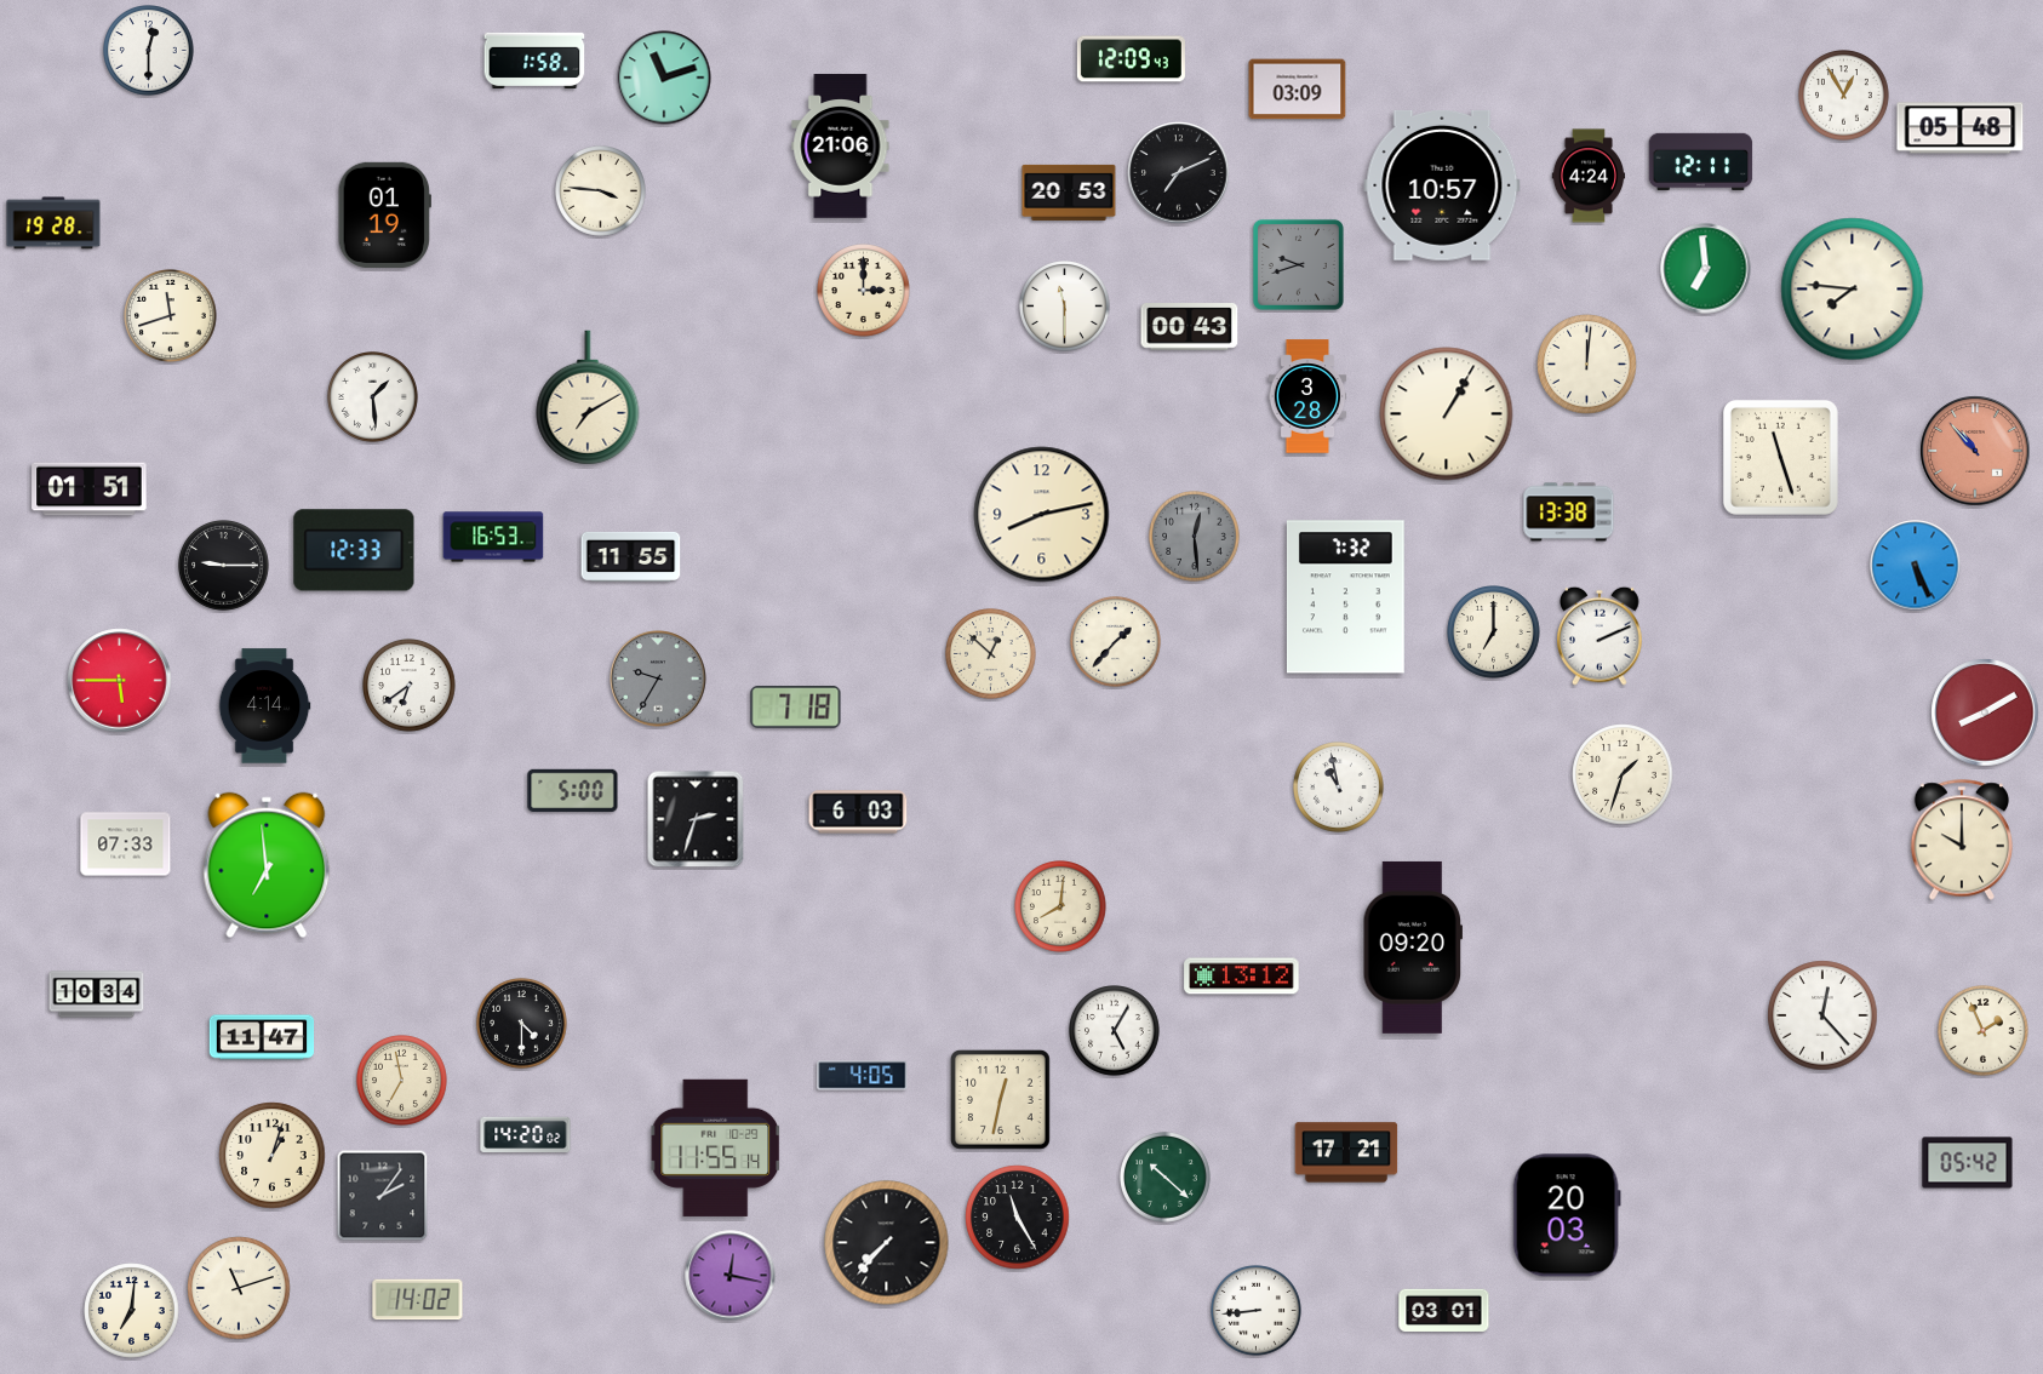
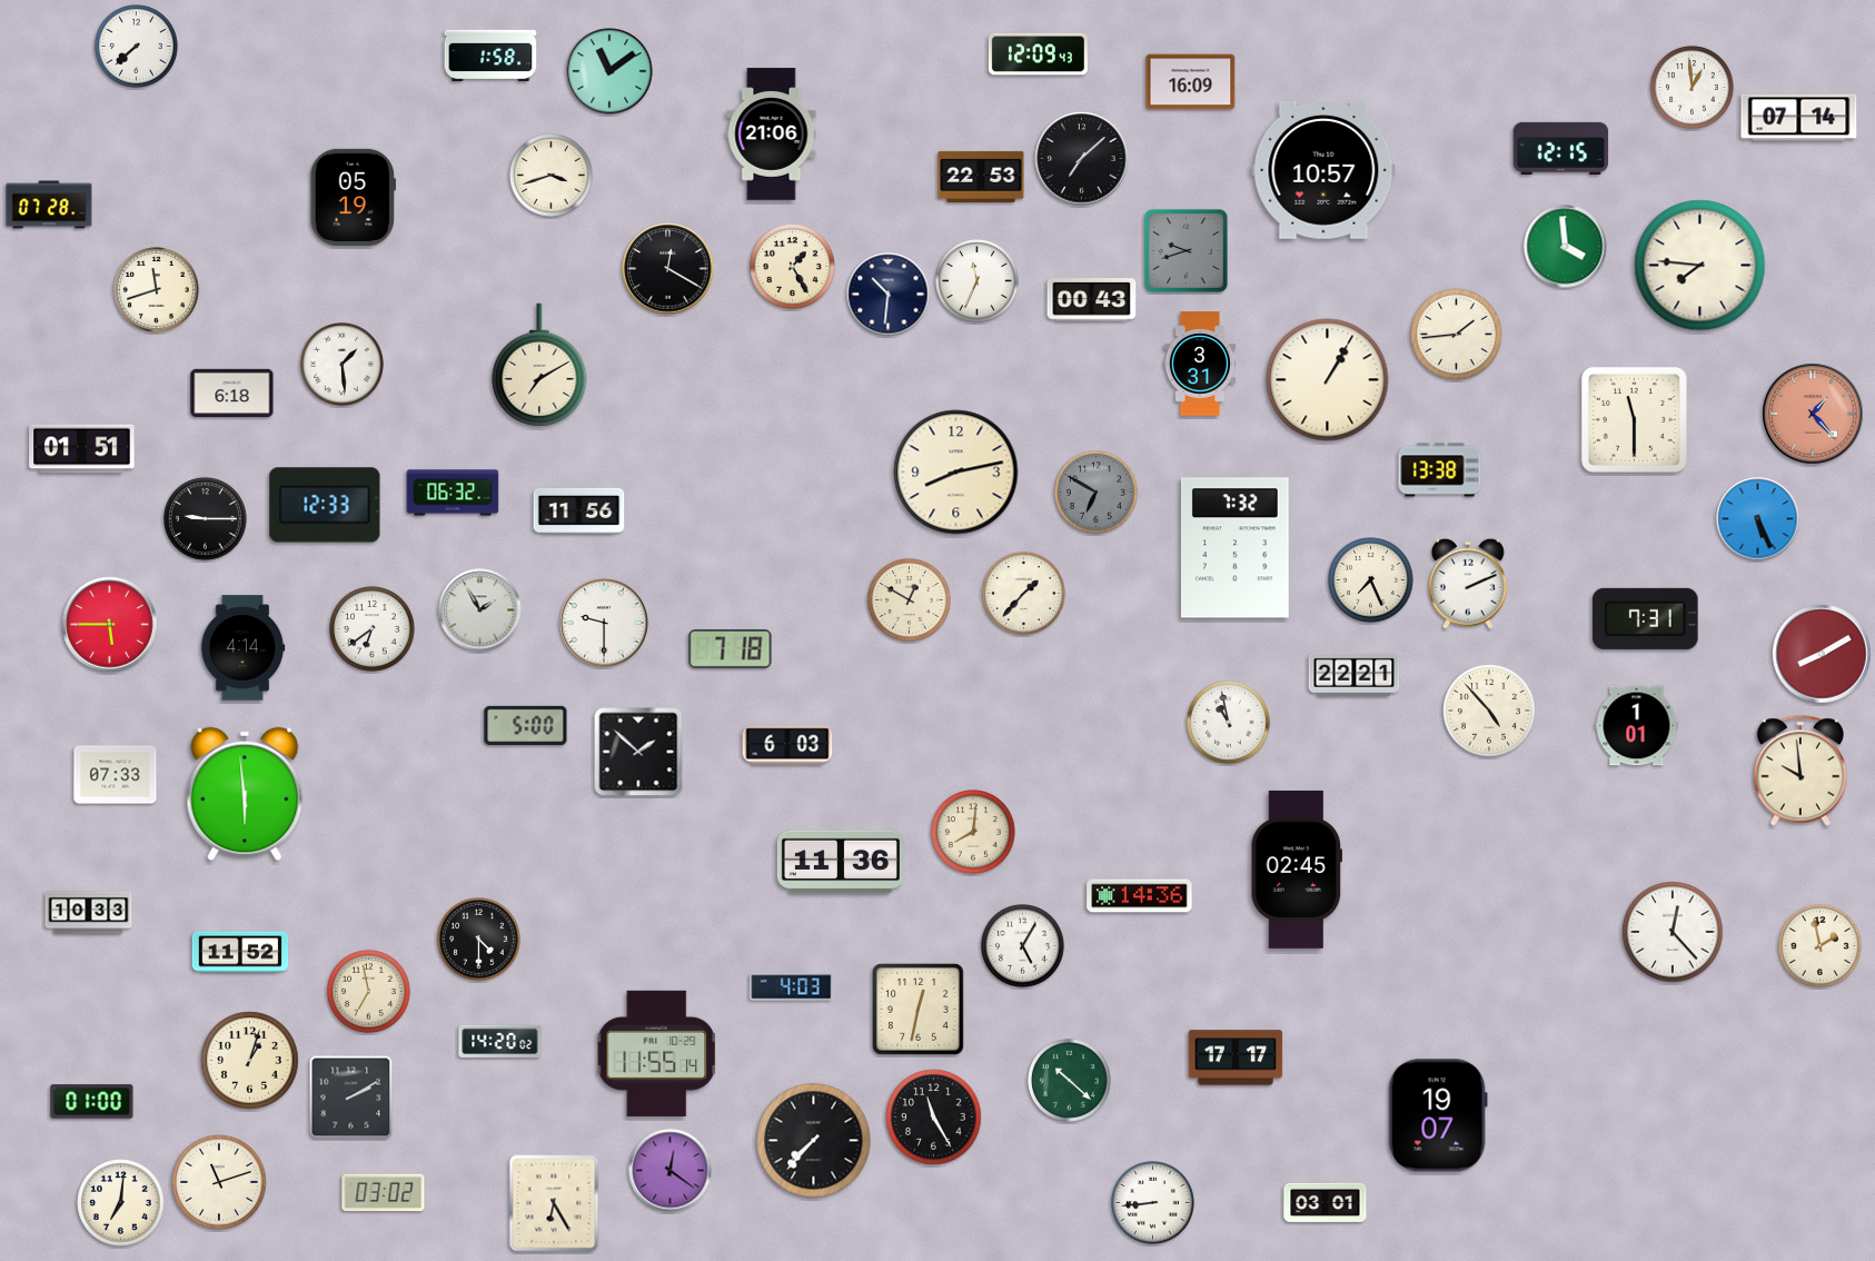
clock at (149, 51): 12:30 -> 7:38
clock at (664, 78): 11:12 -> 11:09
clock at (1298, 90): 03:09 -> 16:09
clock at (1844, 96): 12:55 -> 12:59
clock at (1961, 128): 05:48 -> 07:14
clock at (1701, 161): 12:11 -> 12:15
clock at (1179, 173): 7:11 -> 7:08
clock at (1589, 176): 4:24 -> none
clock at (601, 191): 3:46 -> 3:42
clock at (1069, 193): 20:53 -> 22:53
clock at (384, 214): 01:19 -> 05:19
clock at (53, 223): 19:28 -> 07:28
clock at (1298, 264) position: (1298, 264) -> (1185, 250)
clock at (1706, 269): 6:59 -> 3:59
clock at (864, 291): 3:00 -> 1:25
clock at (668, 269): none -> 12:20
clock at (1065, 307): 11:30 -> 11:34
clock at (889, 295): none -> 10:31
clock at (1587, 365): 12:01 -> 1:44
clock at (1307, 396): 3:28 -> 3:31
clock at (232, 394): none -> 6:18
clock at (1975, 451): 10:53 -> 1:23
clock at (1780, 457): 11:27 -> 11:30
clock at (493, 537): 16:53 -> 06:32
clock at (1195, 537): 12:29 -> 6:50
clock at (631, 556): 11:55 -> 11:56
clock at (1494, 632): 7:00 -> 7:26
clock at (1116, 642) position: (1116, 642) -> (1024, 594)
clock at (991, 654): 12:52 -> 12:50
clock at (480, 610): none -> 1:55
clock at (1646, 618): none -> 7:31
clock at (658, 679): 9:35 -> 9:30
clock at (658, 679) dial: grey -> white
clock at (410, 686) position: (410, 686) -> (373, 629)
clock at (1355, 674): none -> 22:21
clock at (1623, 774): 1:33 -> 4:53
clock at (1637, 726): none -> 1:01
clock at (696, 819): 2:33 -> 1:52
clock at (1961, 840): 10:00 -> 9:59
clock at (267, 865): 6:59 -> 5:59
clock at (841, 862): none -> 11:36
clock at (1412, 948): 09:20 -> 02:45
clock at (1242, 977): 13:12 -> 14:36
clock at (97, 995): 10:34 -> 10:33
clock at (1984, 1031): 1:56 -> 1:58
clock at (262, 1037): 11:47 -> 11:52
clock at (863, 1076): 4:05 -> 4:03
clock at (526, 1135) position: (526, 1135) -> (500, 1042)
clock at (1346, 1152): 17:21 -> 17:17
clock at (1968, 1163): 05:42 -> none
clock at (383, 1196): 2:06 -> 2:10
clock at (92, 1102): none -> 01:00
clock at (1567, 1215): 20:03 -> 19:07
clock at (731, 1276): 12:17 -> 12:21
clock at (418, 1300): 14:02 -> 03:02
clock at (554, 1203): none -> 6:25
